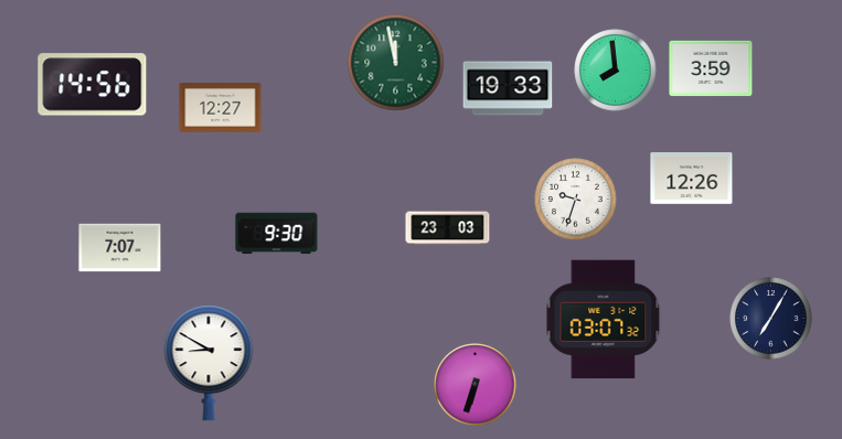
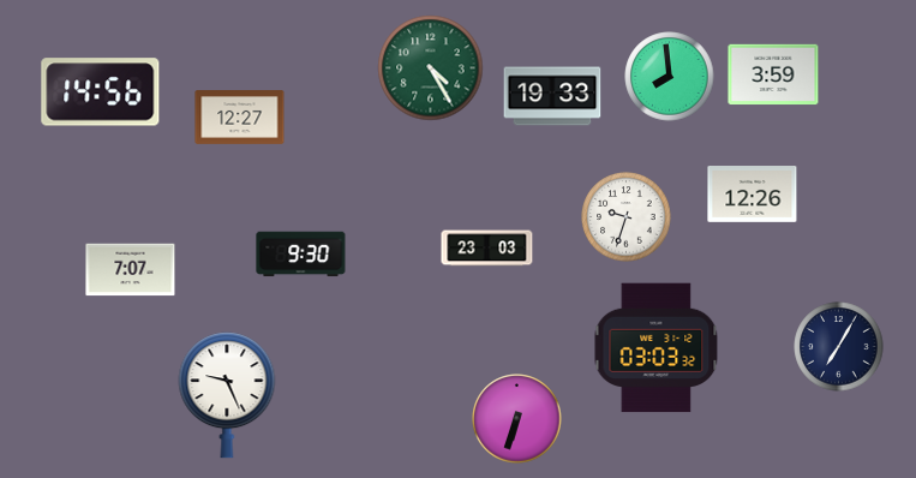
clock at (396, 63): 11:58 -> 4:25
clock at (604, 320): 03:07 -> 03:03
clock at (209, 363): 8:50 -> 9:26
